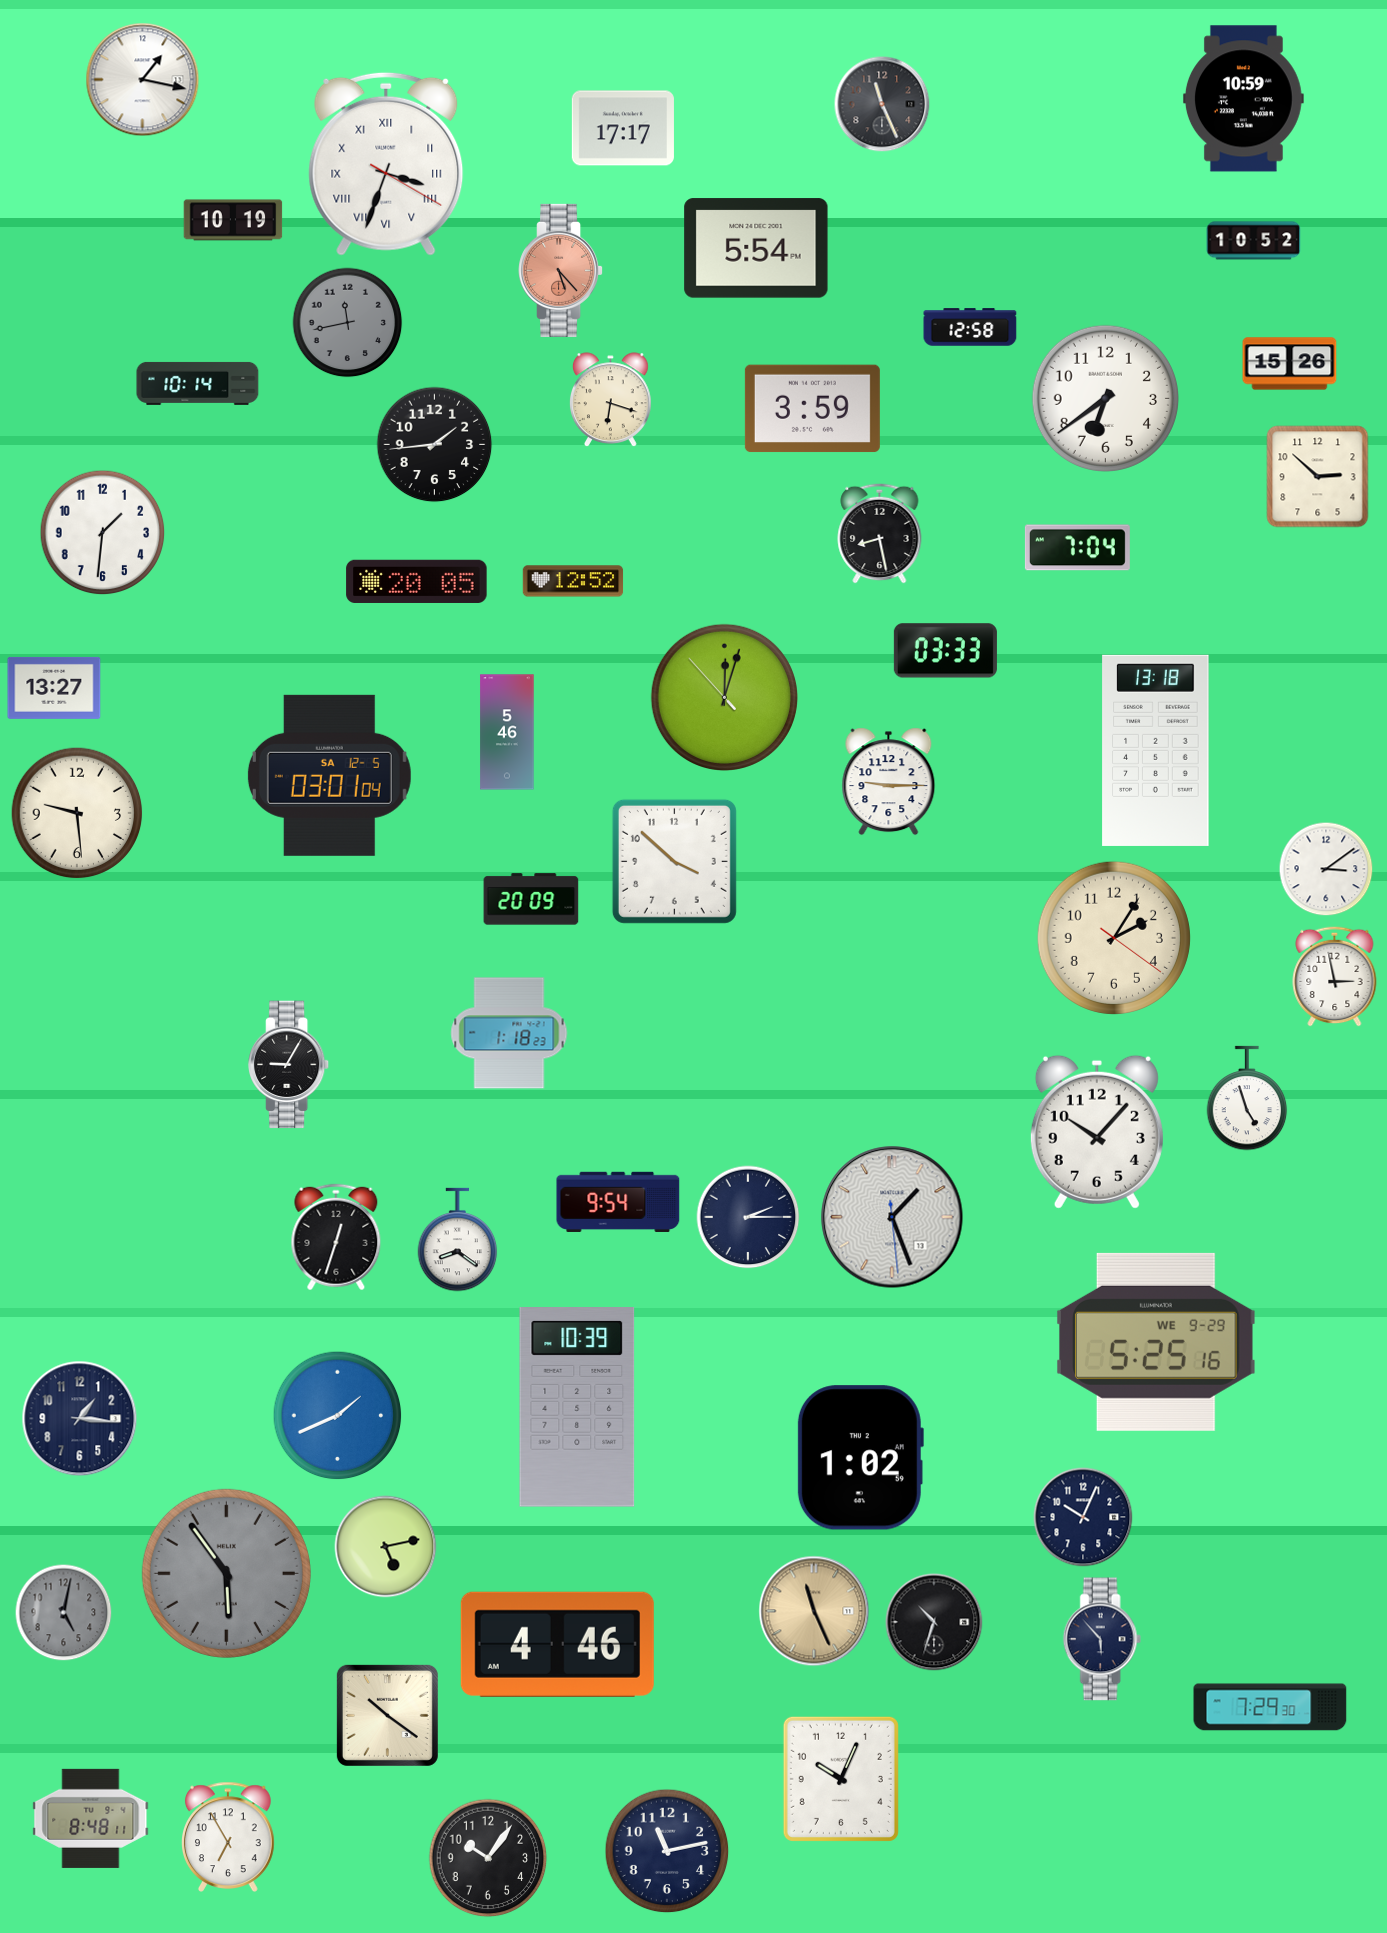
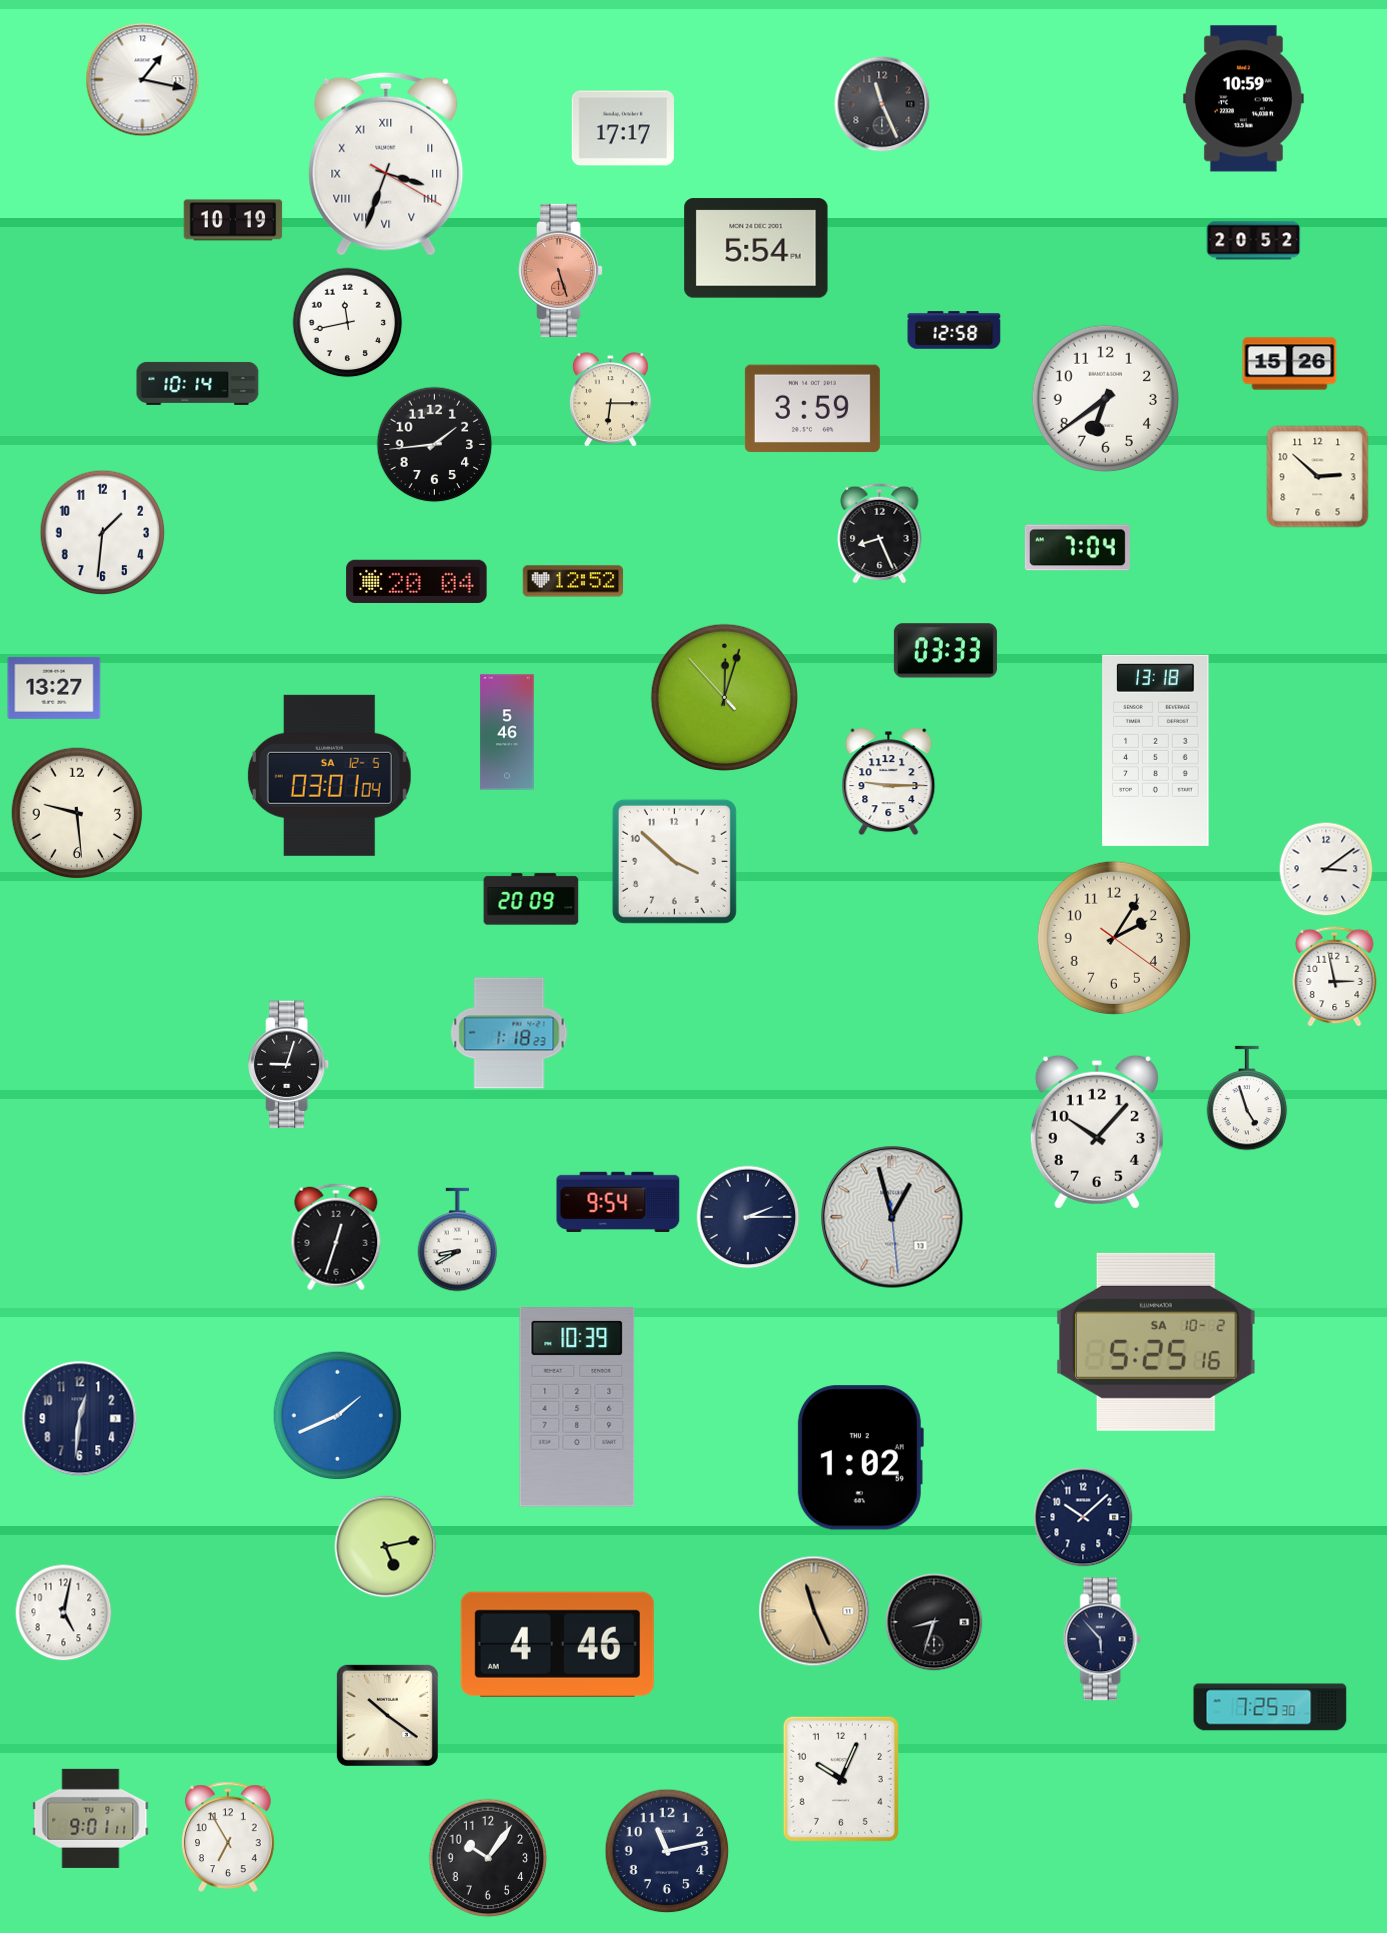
clock at (1254, 241): 10:52 -> 20:52
clock at (561, 270): 5:23 -> 5:27
clock at (348, 323) dial: grey -> white
clock at (970, 327) position: (970, 327) -> (954, 330)
clock at (611, 400): 6:18 -> 6:15
clock at (880, 533): 8:28 -> 8:26
clock at (417, 581): 20:05 -> 20:04
clock at (290, 1065): 9:05 -> 9:03
clock at (892, 1217): 1:26 -> 12:57
clock at (458, 1240): 8:21 -> 8:40
clock at (1157, 1342) date: WE 9-29 -> SA 10-2
clock at (80, 1419): 1:16 -> 12:31
clock at (1083, 1517): 10:04 -> 10:08
clock at (226, 1573): 5:54 -> none
clock at (64, 1613) dial: grey -> white
clock at (934, 1622): 10:33 -> 8:33
clock at (1270, 1707): 7:29 -> 7:25
clock at (91, 1818): 8:48 -> 9:01
